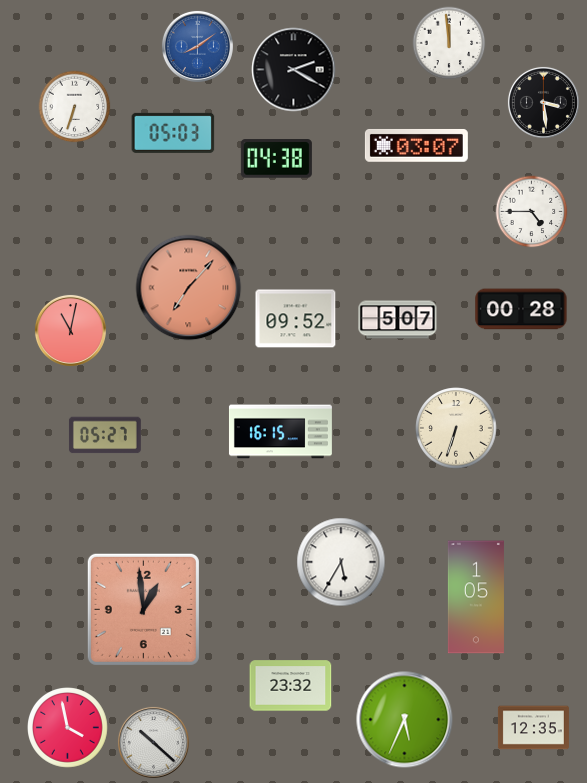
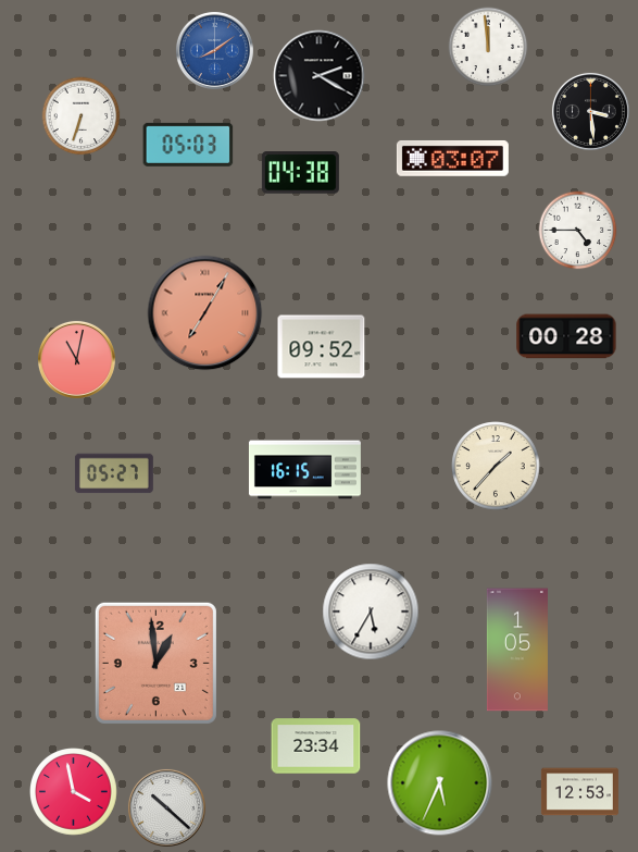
clock at (189, 288): 7:07 -> 7:05
clock at (398, 320): 5:07 -> none
clock at (456, 428): 6:33 -> 1:37
clock at (291, 686): 23:32 -> 23:34
clock at (533, 728): 12:35 -> 12:53
